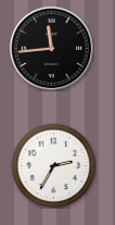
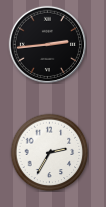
clock at (51, 48): 11:44 -> 2:44
